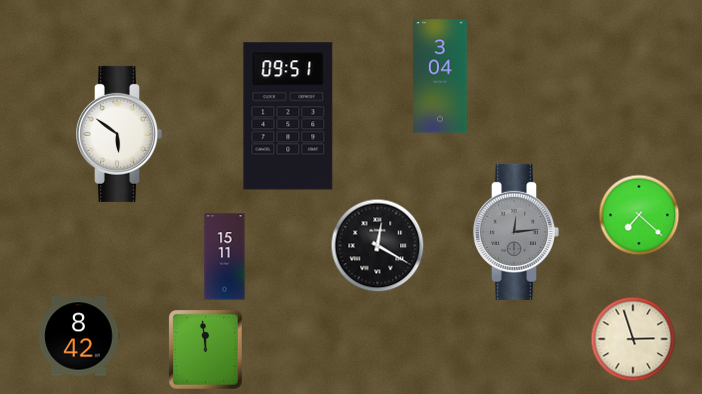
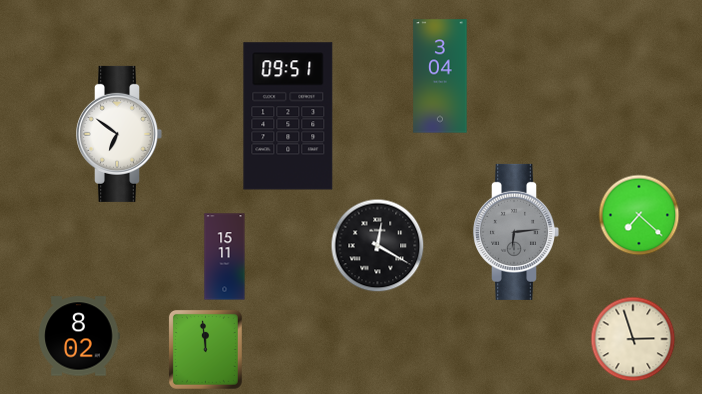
clock at (119, 134): 5:51 -> 6:51
clock at (516, 232): 12:14 -> 6:14
clock at (79, 336): 8:42 -> 8:02
